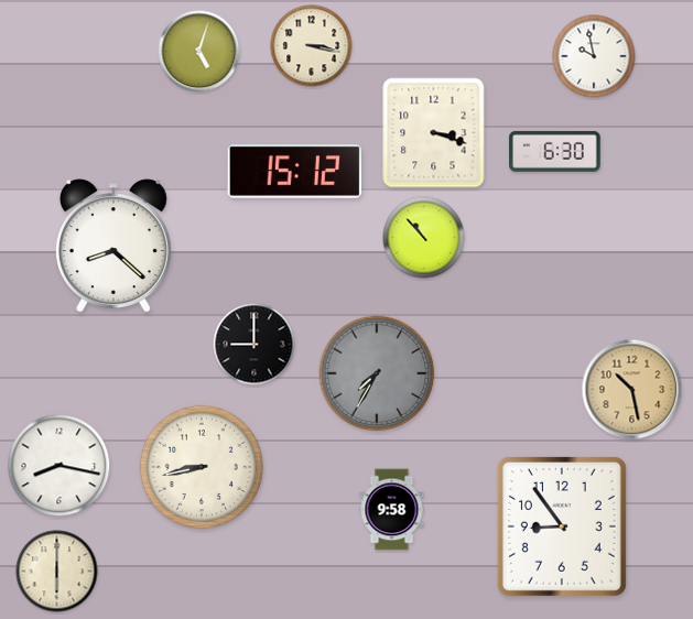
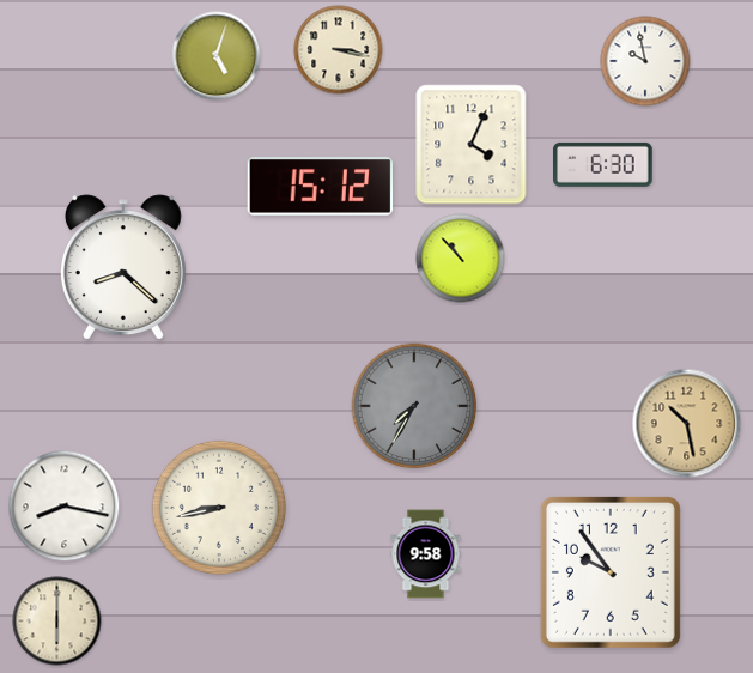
clock at (434, 133): 3:18 -> 4:04
clock at (255, 345): 9:00 -> none
clock at (377, 373) position: (377, 373) -> (414, 406)
clock at (562, 526): 8:54 -> 9:54
clock at (57, 572) position: (57, 572) -> (57, 622)
